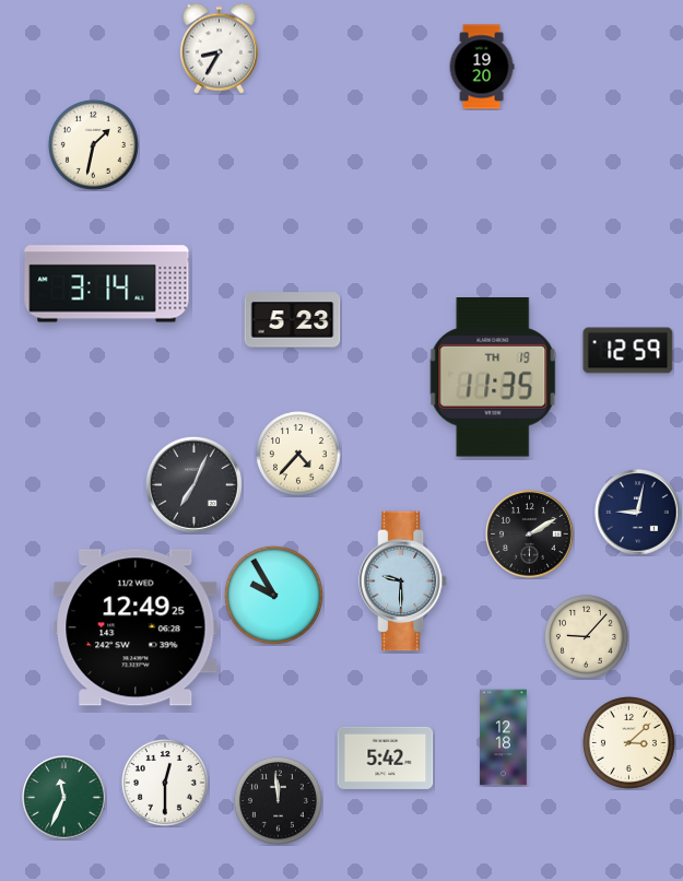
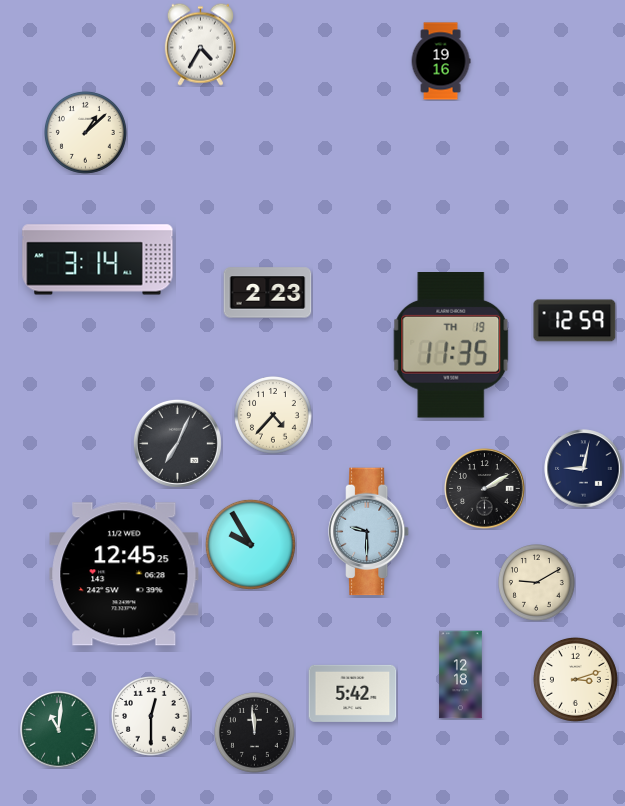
clock at (219, 48): 8:35 -> 4:35
clock at (482, 67): 19:20 -> 19:16
clock at (93, 144): 1:32 -> 1:08
clock at (293, 320): 5:23 -> 2:23
clock at (136, 627): 12:49 -> 12:45
clock at (587, 637): 9:07 -> 9:10
clock at (628, 742): 3:08 -> 3:12
clock at (64, 798): 11:34 -> 11:01
